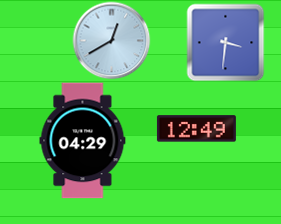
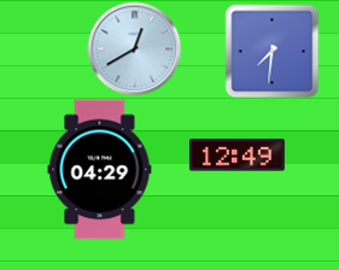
clock at (225, 42): 3:31 -> 7:31
